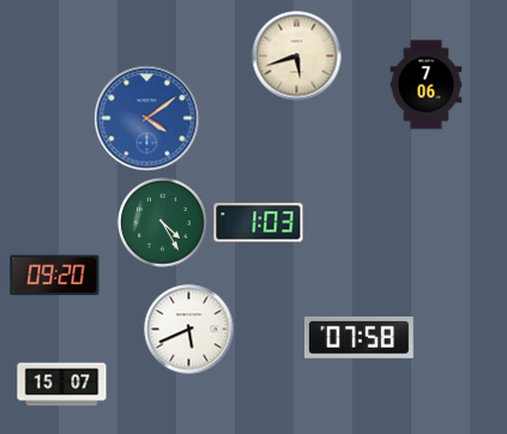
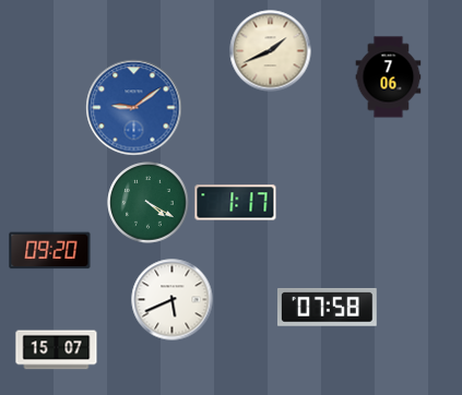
clock at (297, 56): 5:42 -> 1:41
clock at (147, 119): 4:09 -> 9:09
clock at (163, 223): 4:25 -> 4:20
clock at (259, 223): 1:03 -> 1:17
